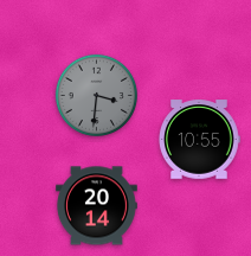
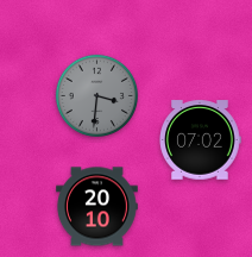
clock at (199, 140): 10:55 -> 07:02
clock at (97, 206): 20:14 -> 20:10
